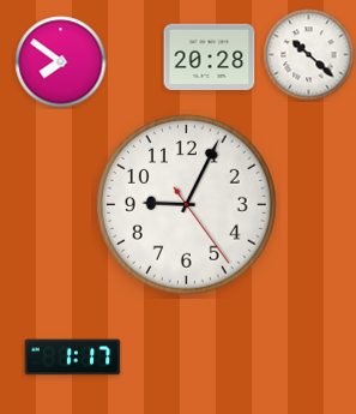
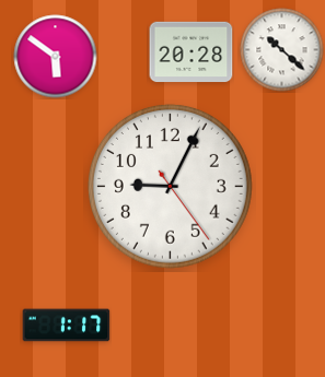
clock at (61, 62): 7:51 -> 5:51
